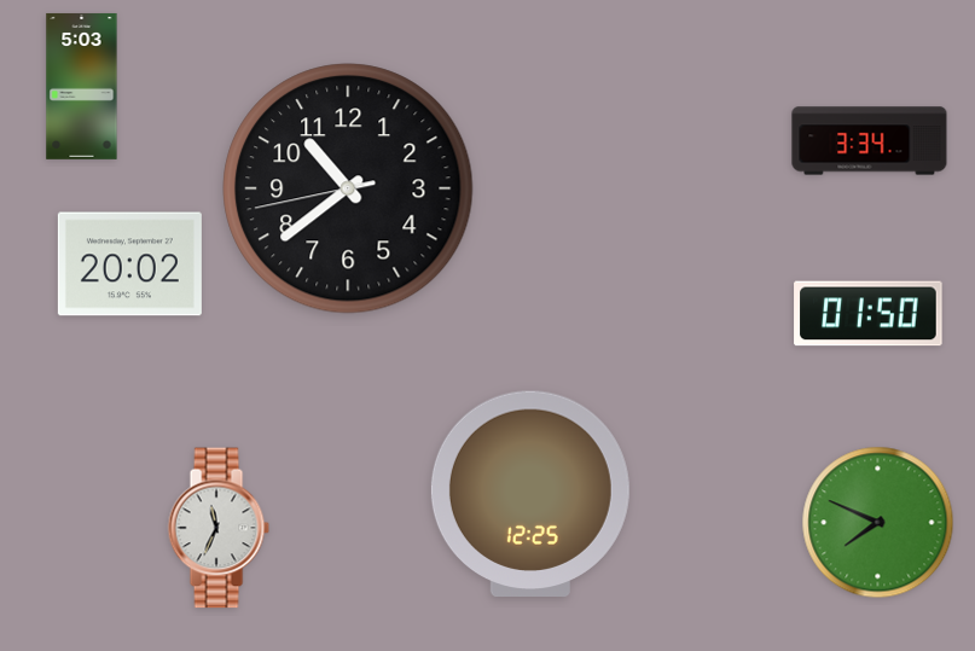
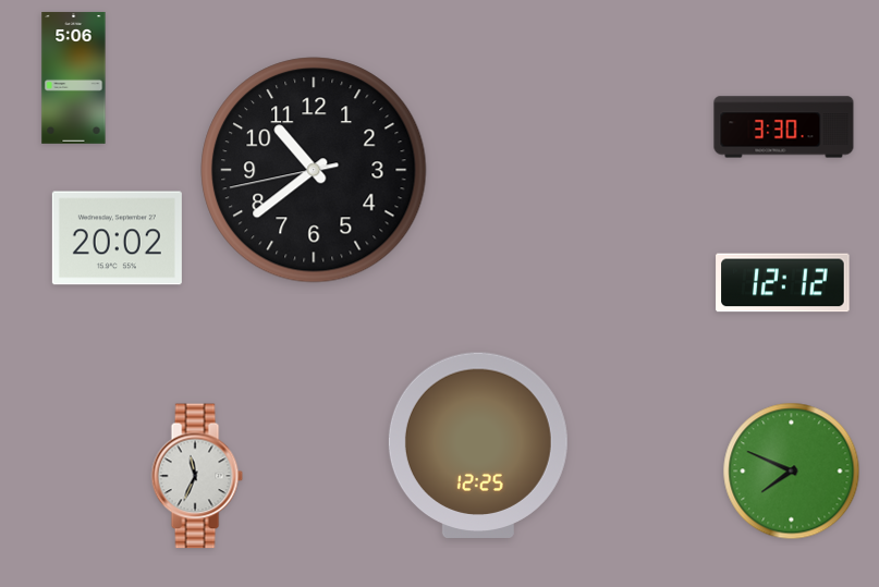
clock at (82, 86): 5:03 -> 5:06
clock at (870, 141): 3:34 -> 3:30
clock at (869, 314): 01:50 -> 12:12
